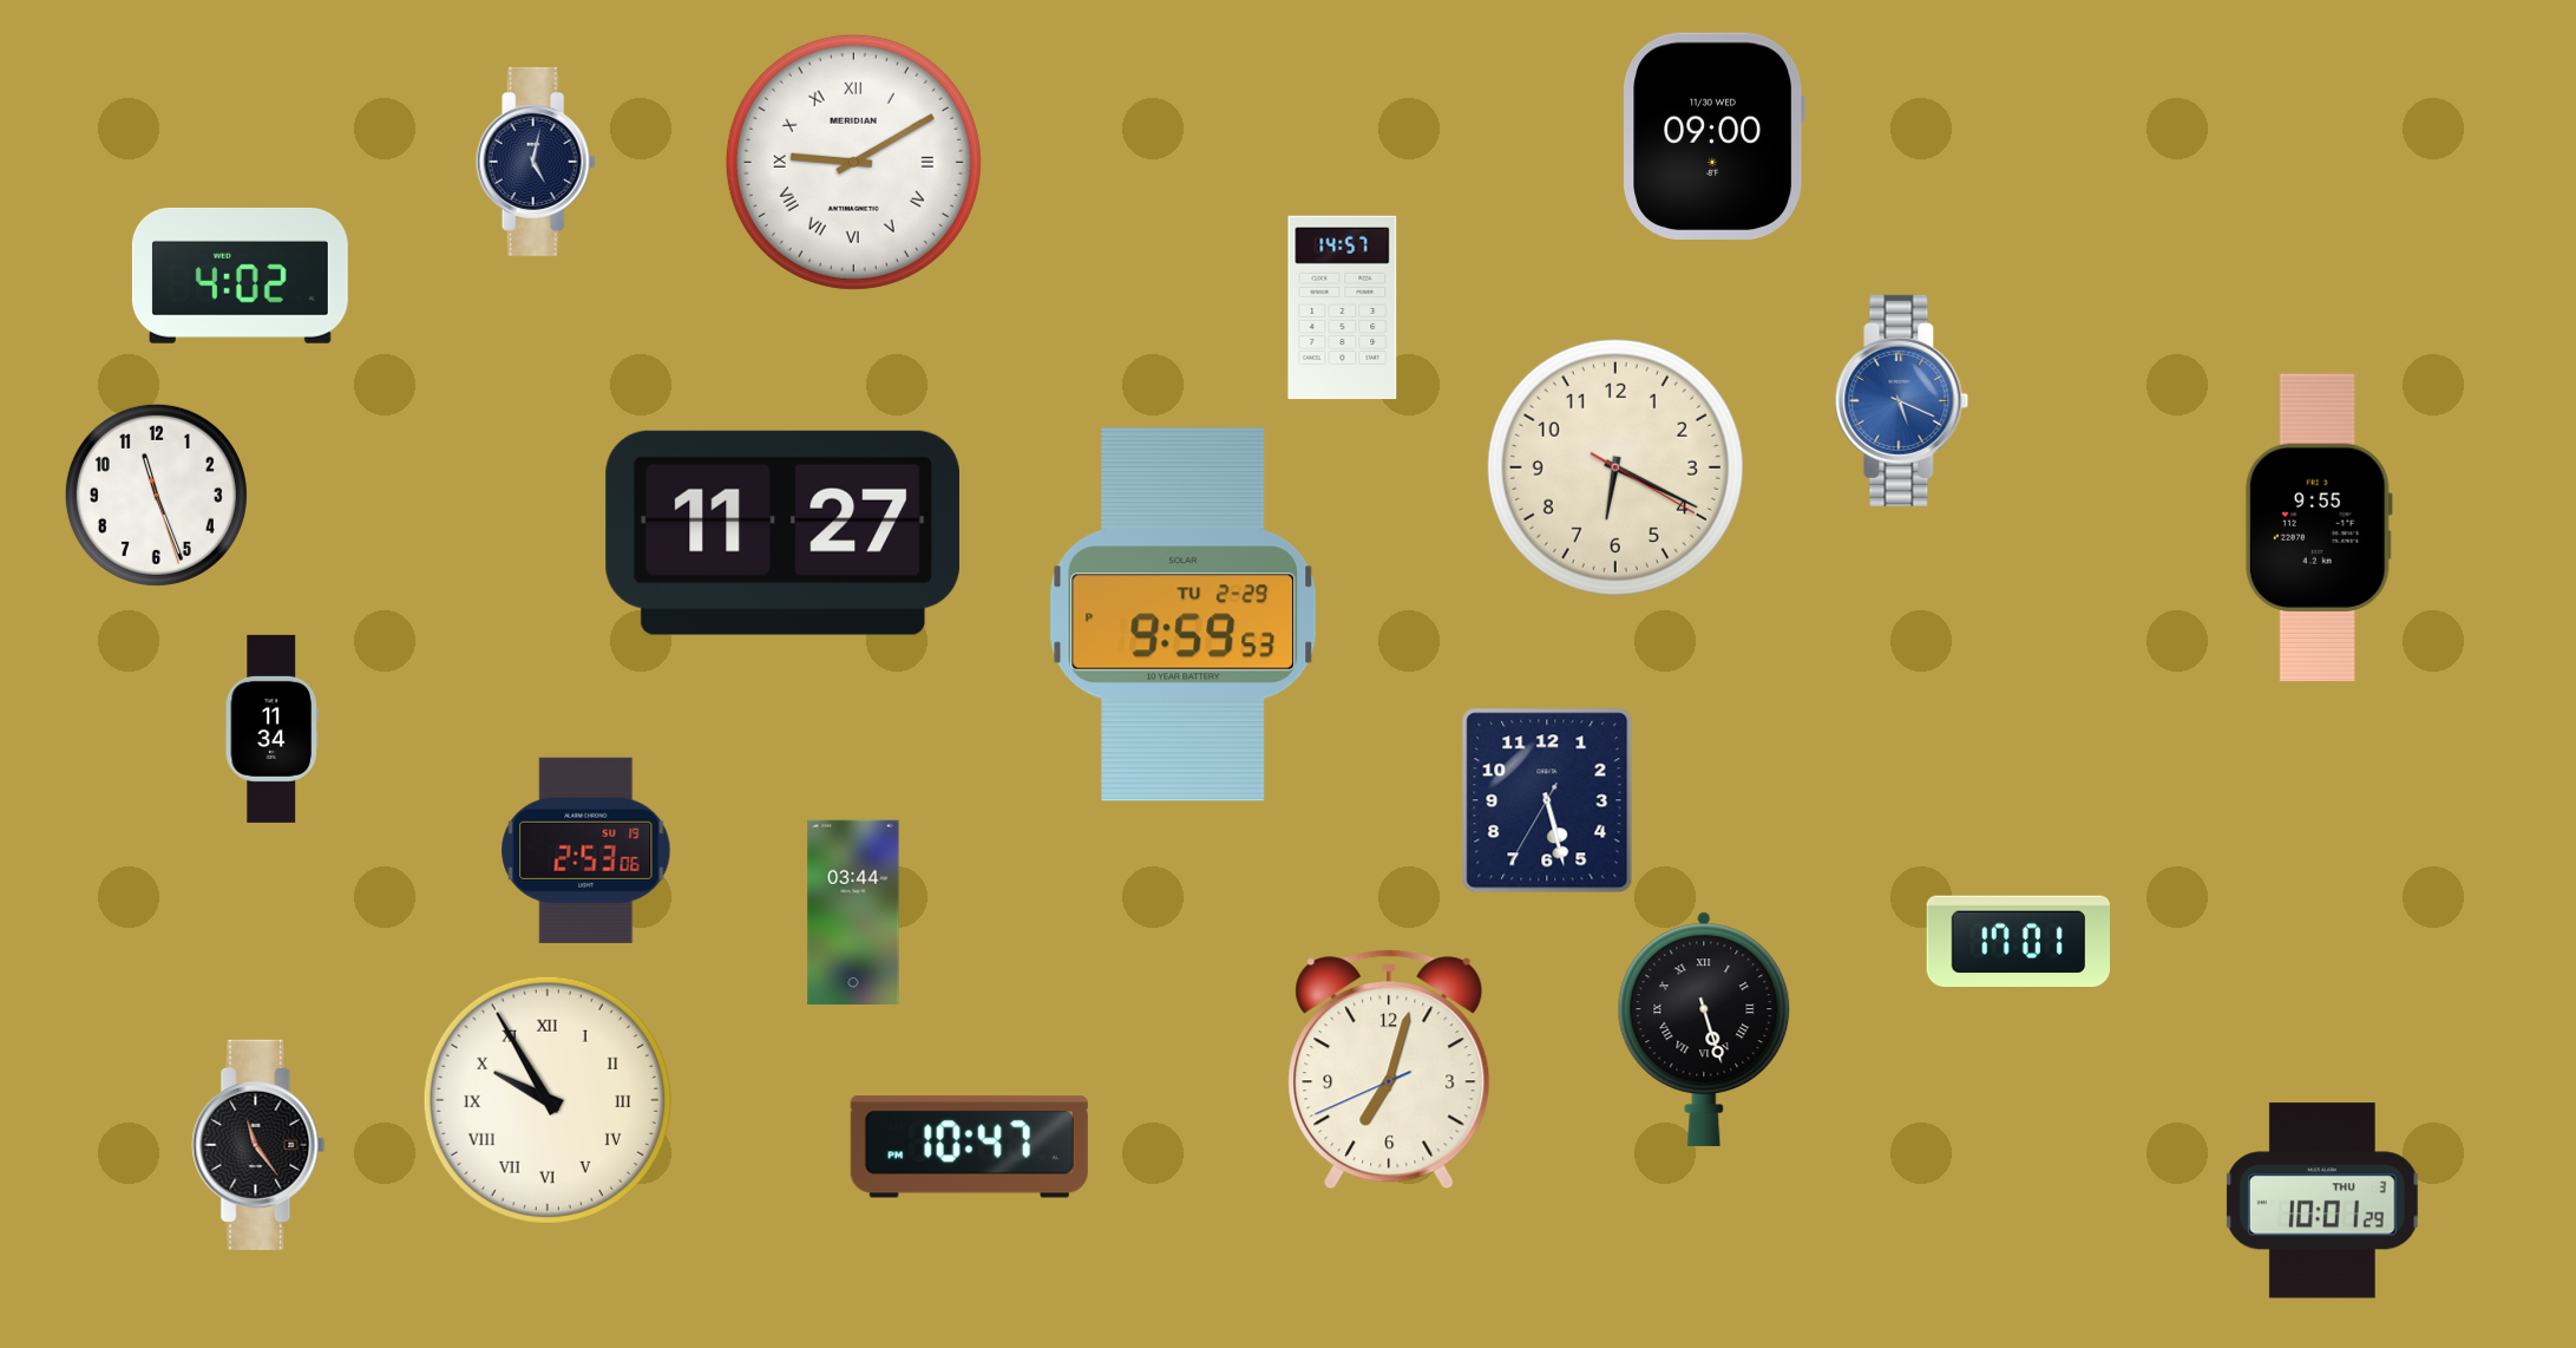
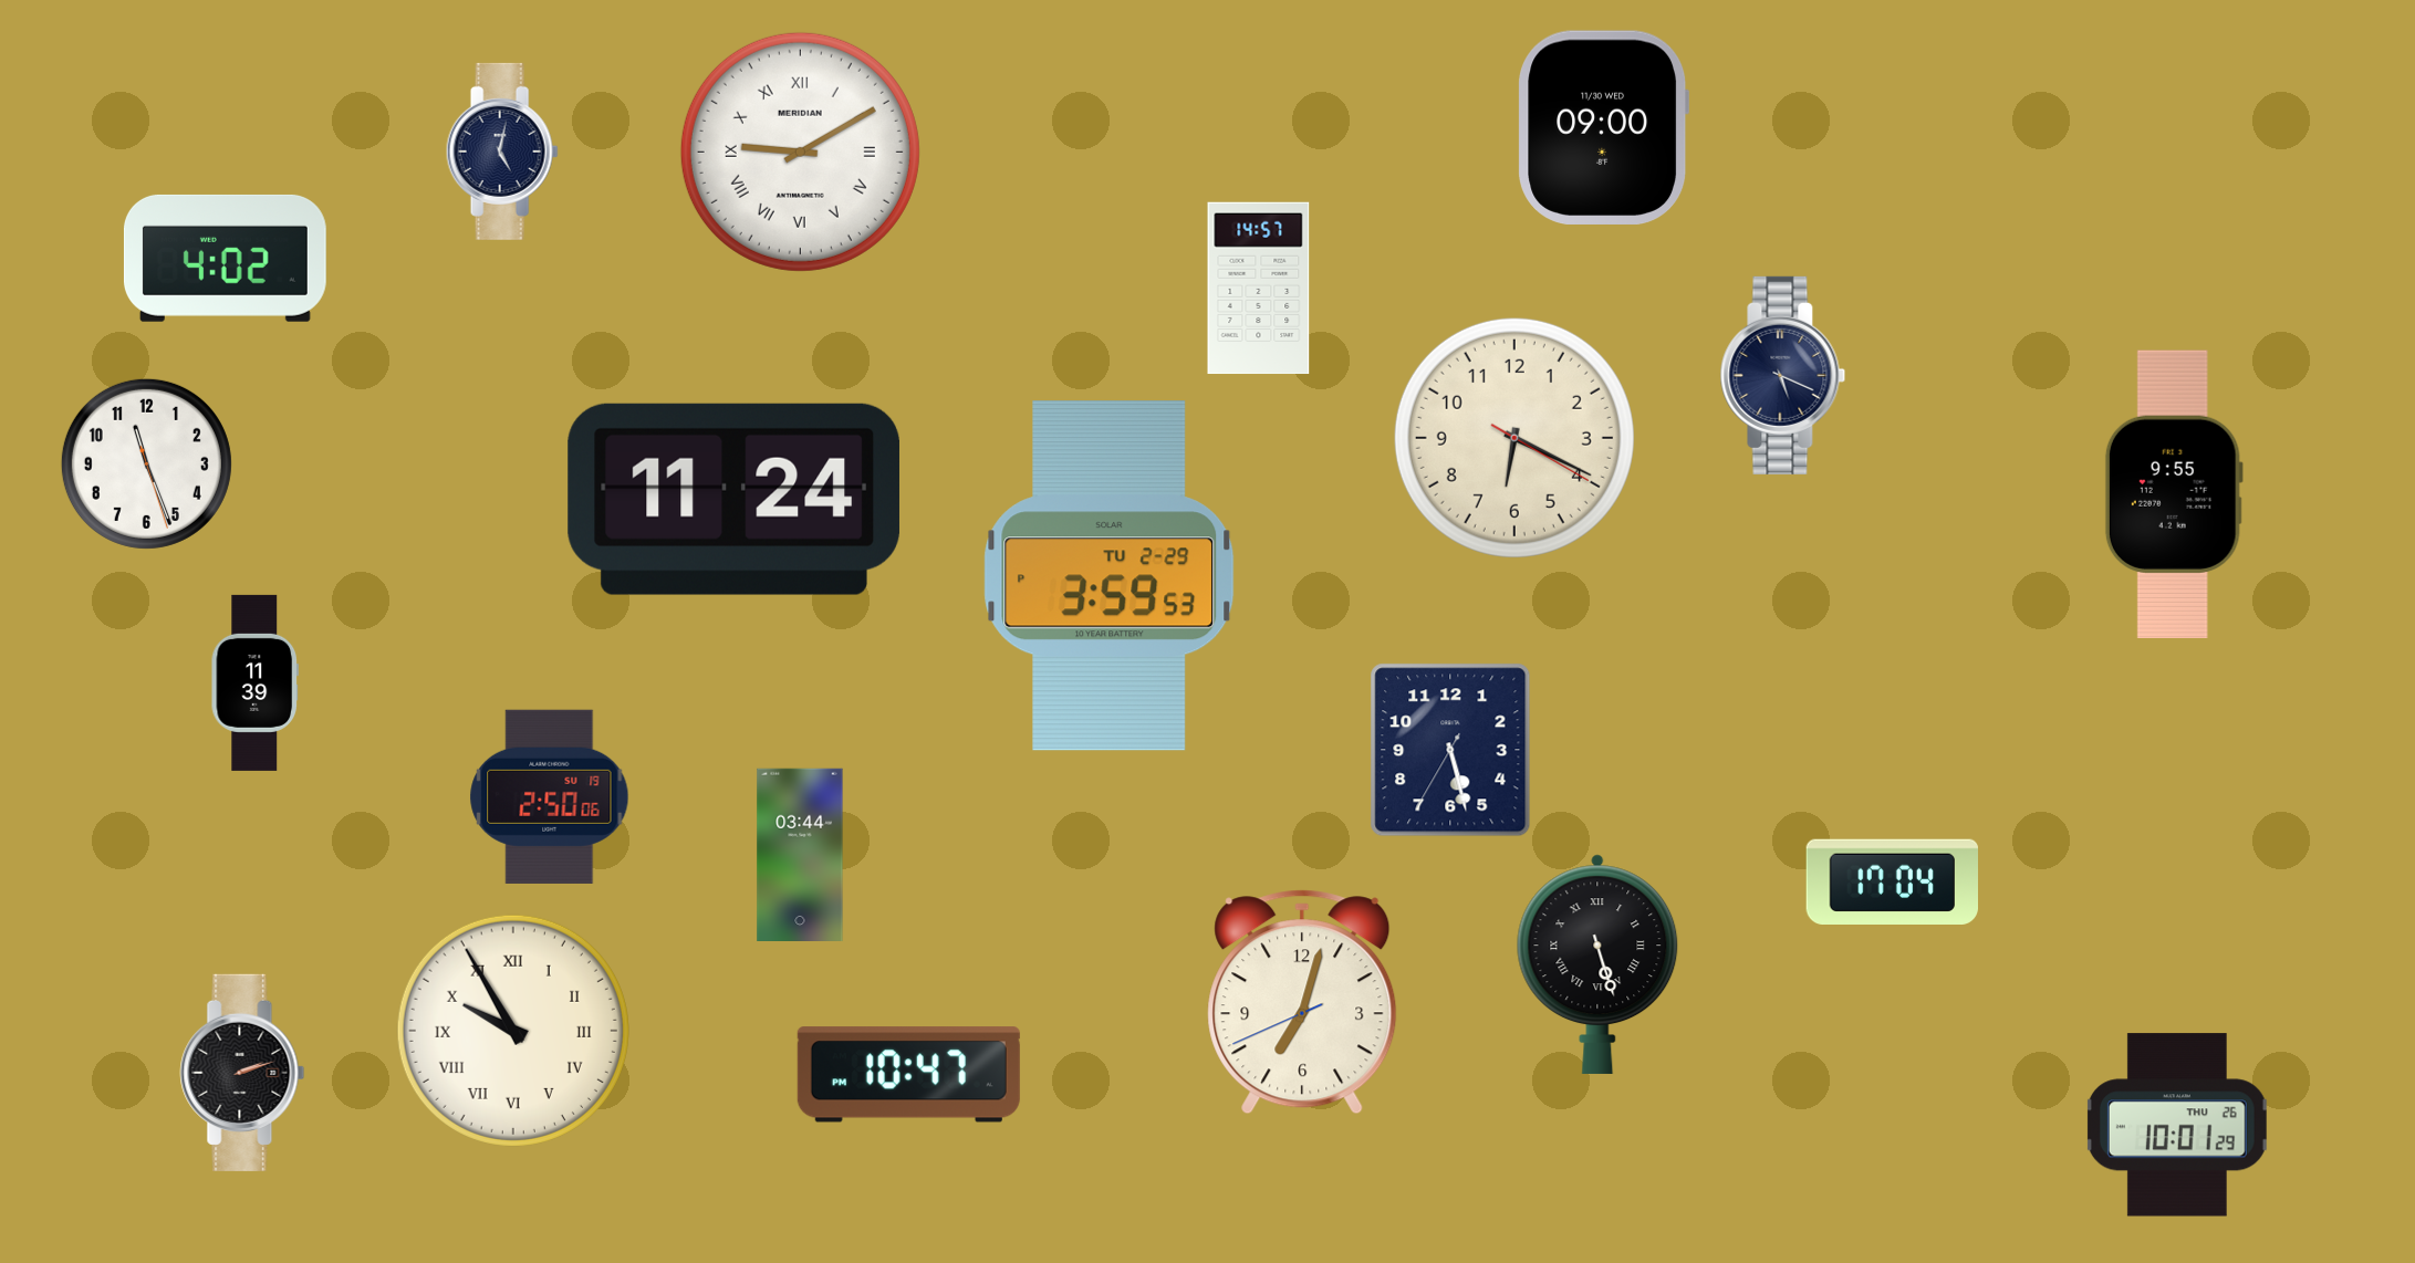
clock at (1715, 136) position: (1715, 136) -> (1604, 127)
clock at (1902, 400) dial: blue -> navy
clock at (782, 532): 11:27 -> 11:24
clock at (1184, 615): 9:59 -> 3:59
clock at (271, 728): 11:34 -> 11:39
clock at (586, 850): 2:53 -> 2:50
clock at (2018, 941): 17:01 -> 17:04
clock at (258, 1145): 11:24 -> 2:12
clock at (2322, 1200) date: THU 3 -> THU 26
